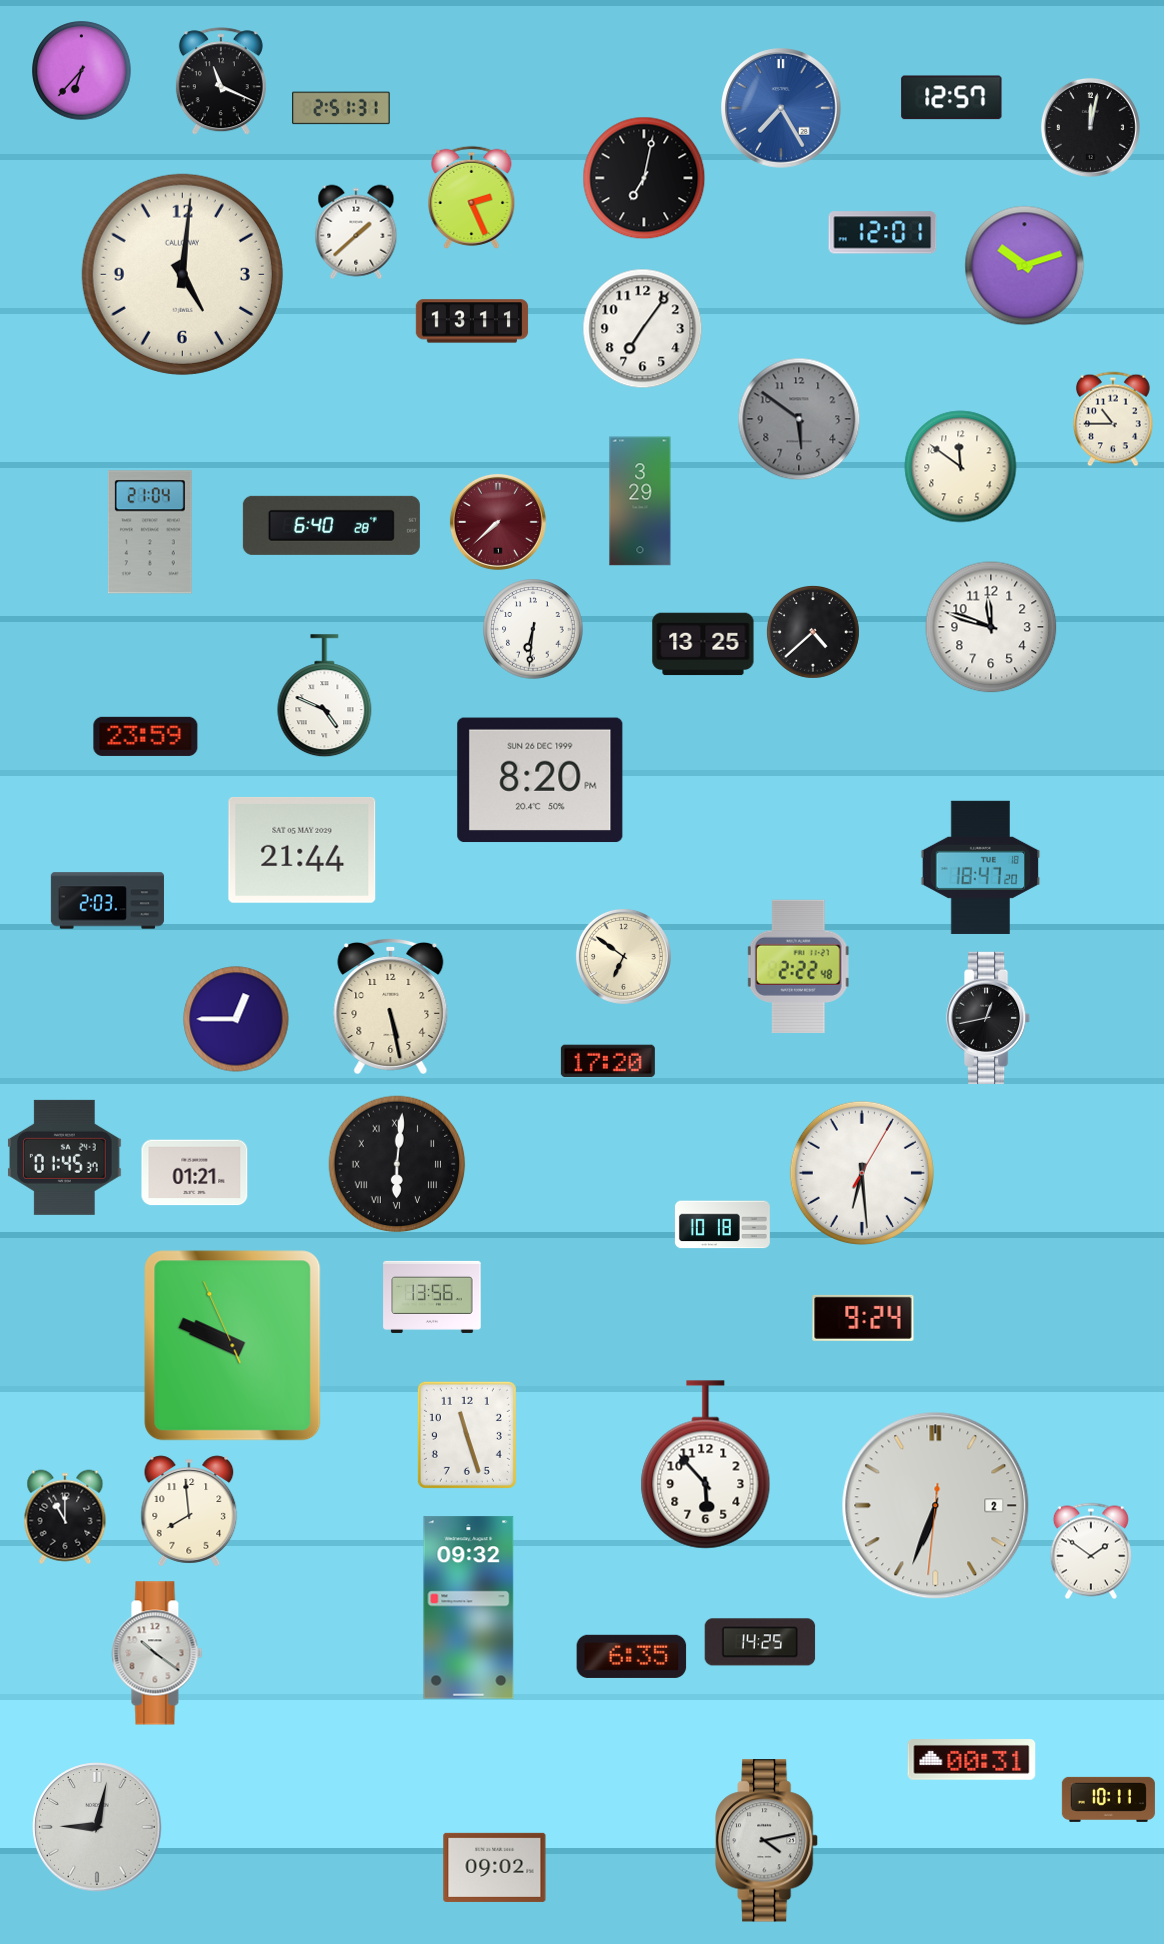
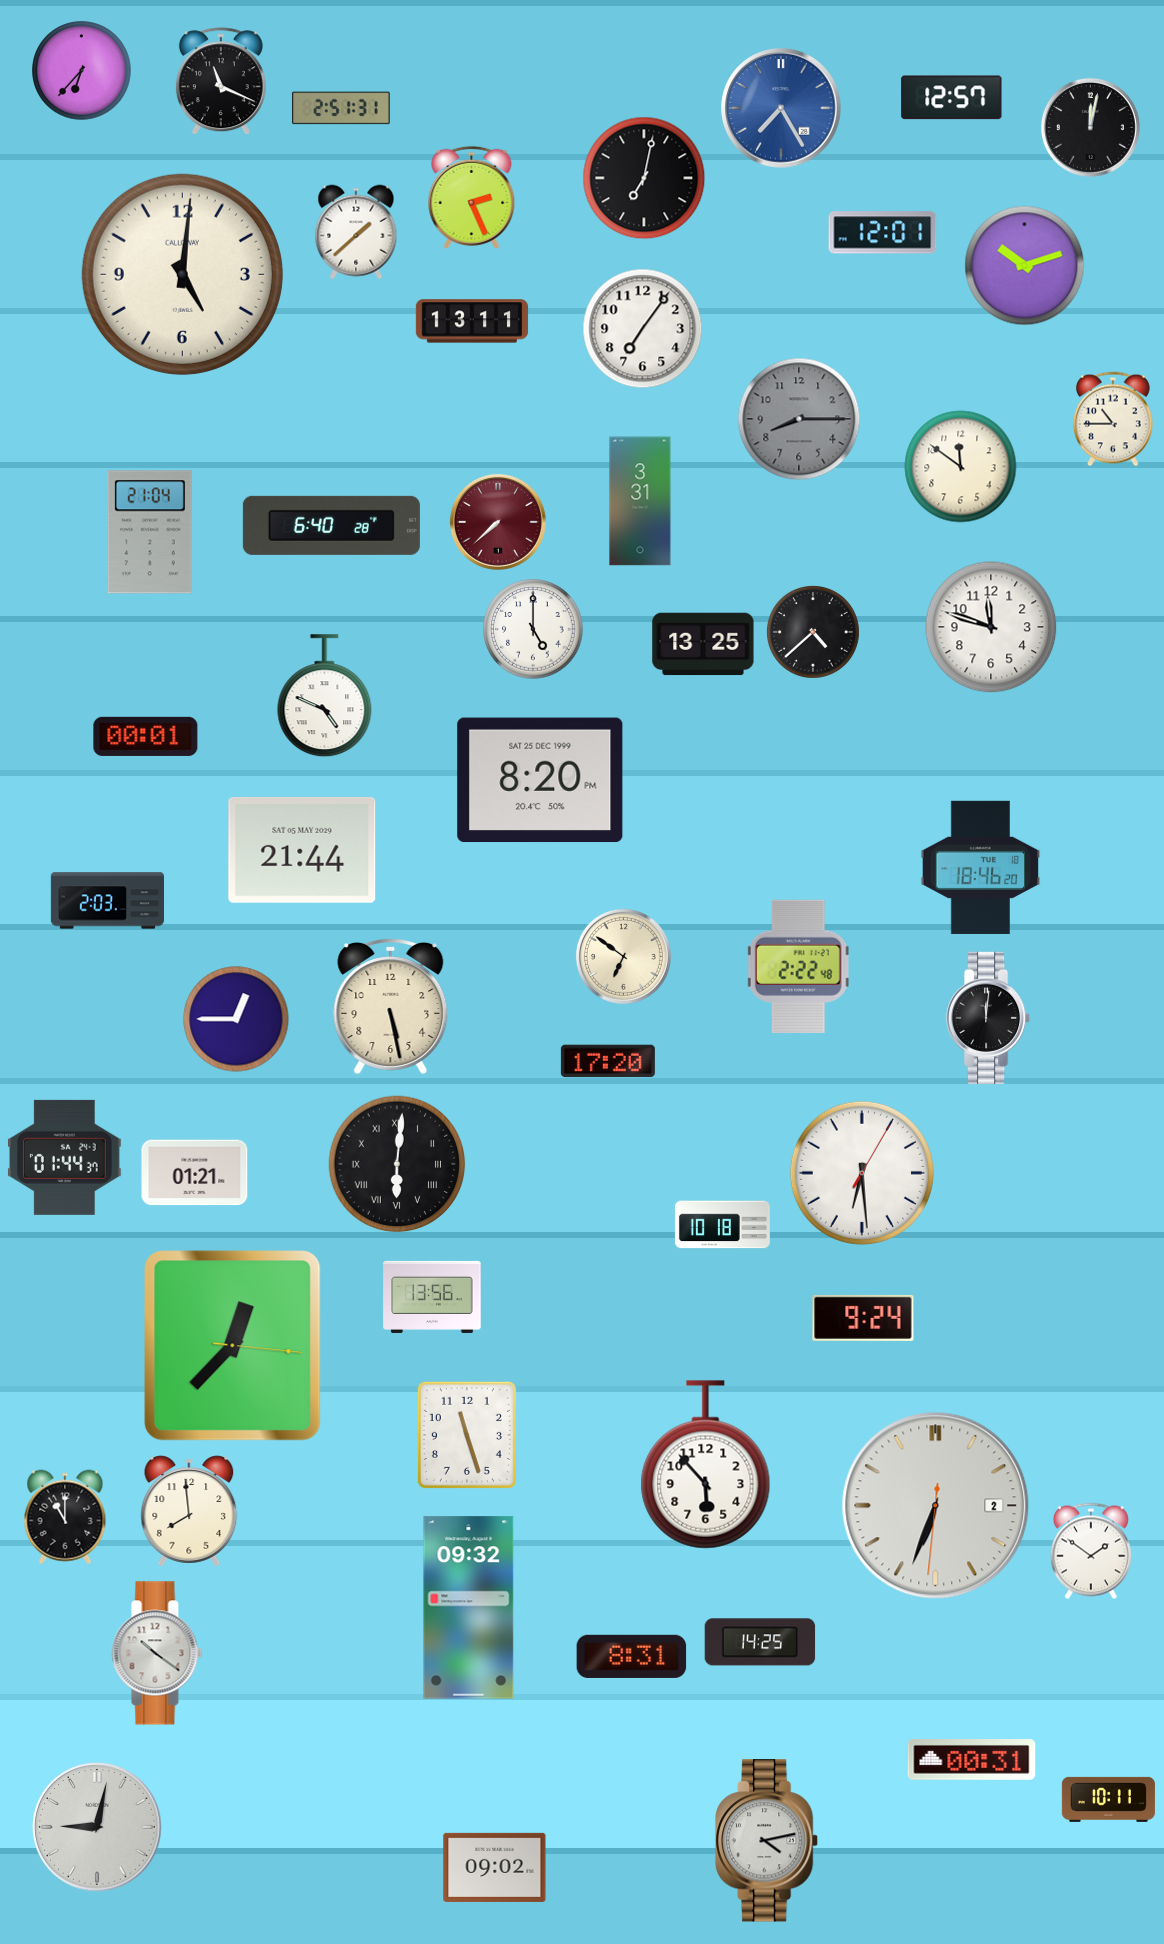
clock at (799, 419): 5:51 -> 8:15
clock at (640, 501): 3:29 -> 3:31
clock at (533, 629): 6:31 -> 5:00
clock at (146, 736): 23:59 -> 00:01
clock at (540, 780) date: SUN 26 DEC 1999 -> SAT 25 DEC 1999
clock at (981, 867): 18:47 -> 18:46
clock at (988, 1018): 12:43 -> 12:01
clock at (65, 1157): 01:45 -> 01:44
clock at (233, 1346): 9:48 -> 12:37
clock at (632, 1656): 6:35 -> 8:31
